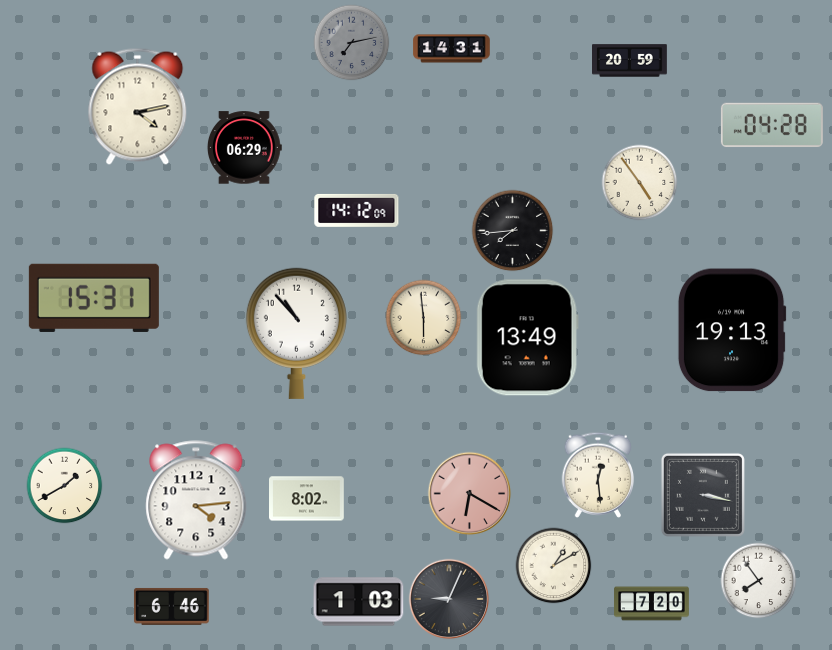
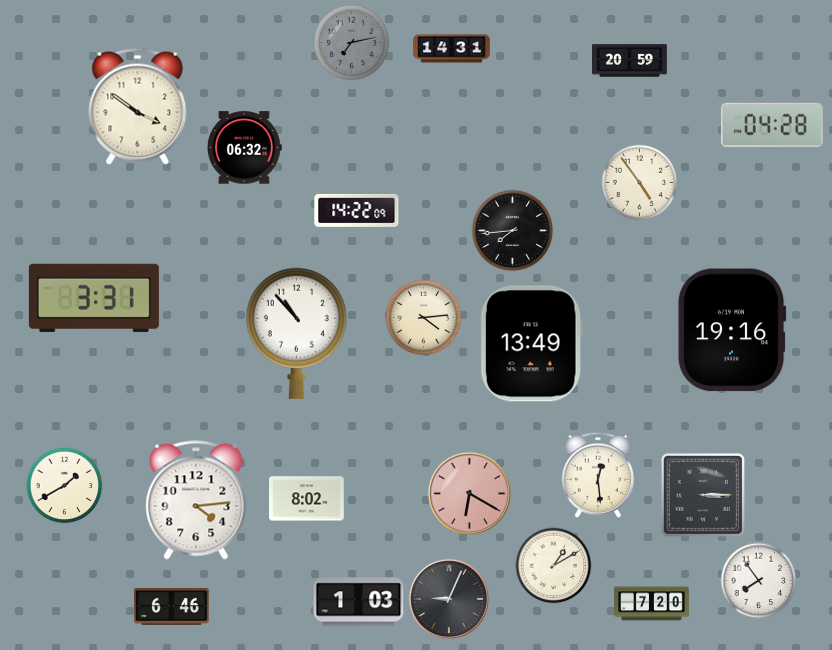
clock at (138, 106): 4:13 -> 3:51
clock at (244, 148): 06:29 -> 06:32
clock at (357, 210): 14:12 -> 14:22
clock at (94, 298): 15:31 -> 3:31
clock at (424, 318): 5:59 -> 4:14
clock at (732, 330): 19:13 -> 19:16
clock at (527, 338) position: (527, 338) -> (531, 344)
clock at (703, 495): 3:17 -> 3:15
